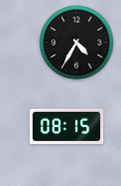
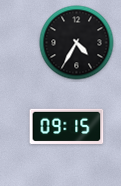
clock at (67, 126): 08:15 -> 09:15
